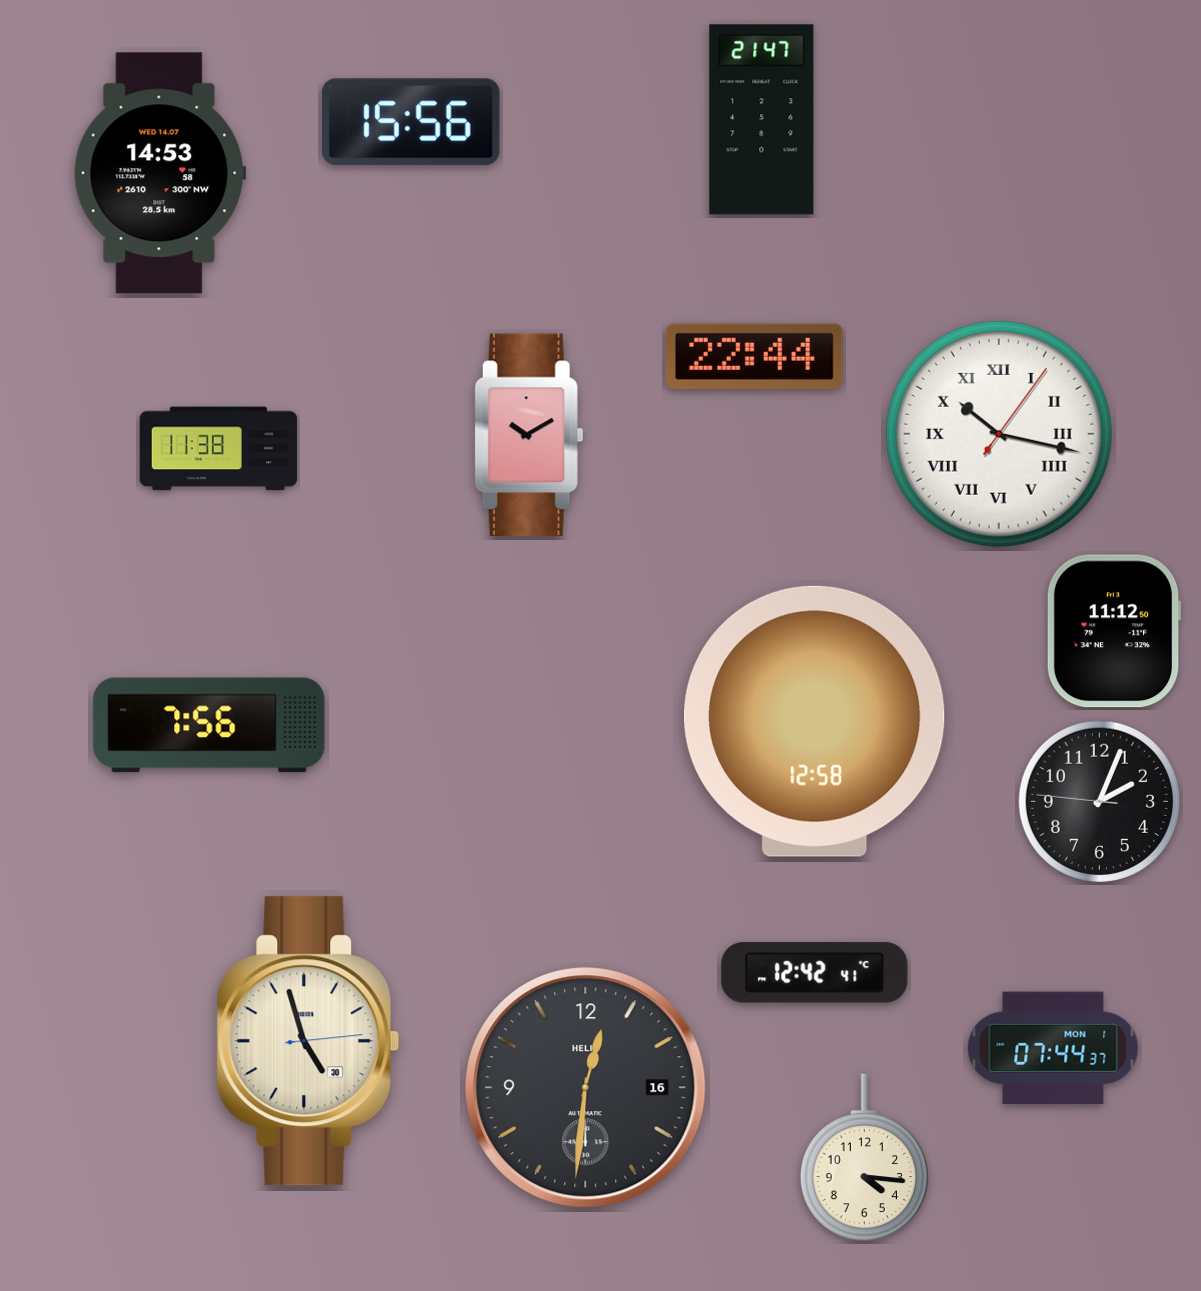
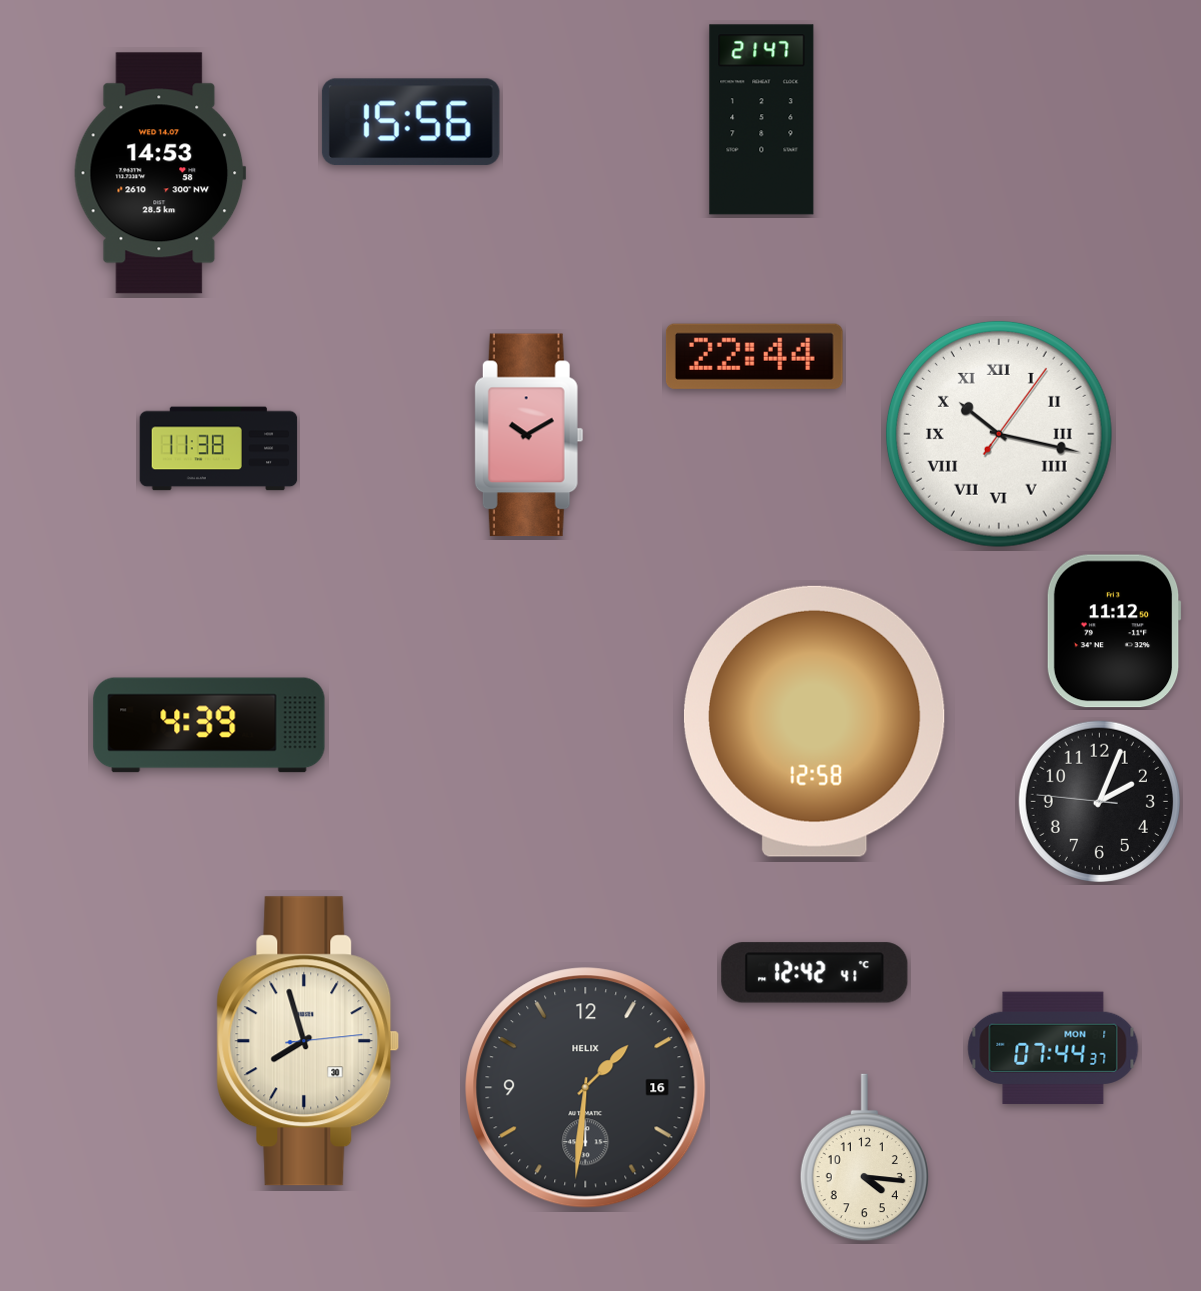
clock at (209, 725): 7:56 -> 4:39
clock at (308, 1041): 4:57 -> 7:57
clock at (586, 1088): 12:31 -> 1:31
